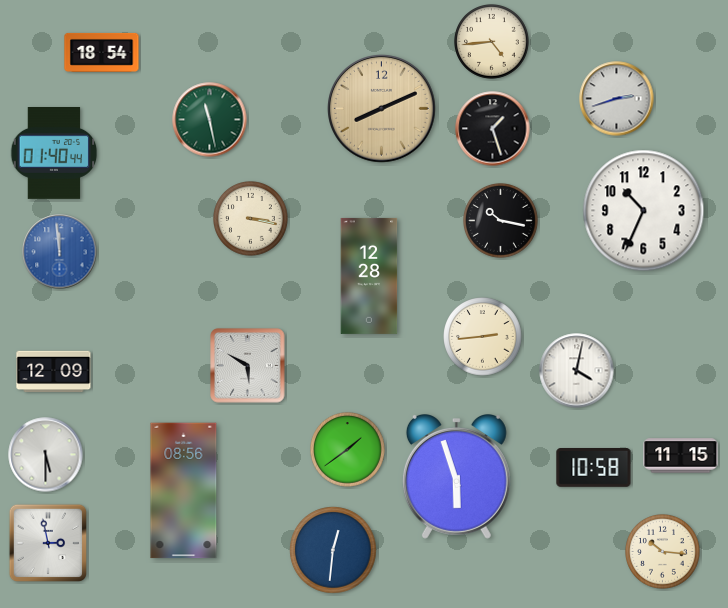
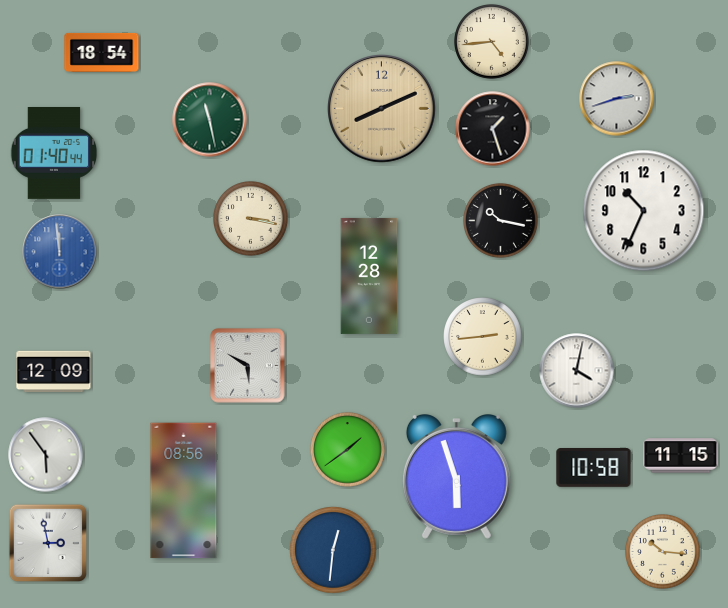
clock at (46, 455): 5:30 -> 5:54
